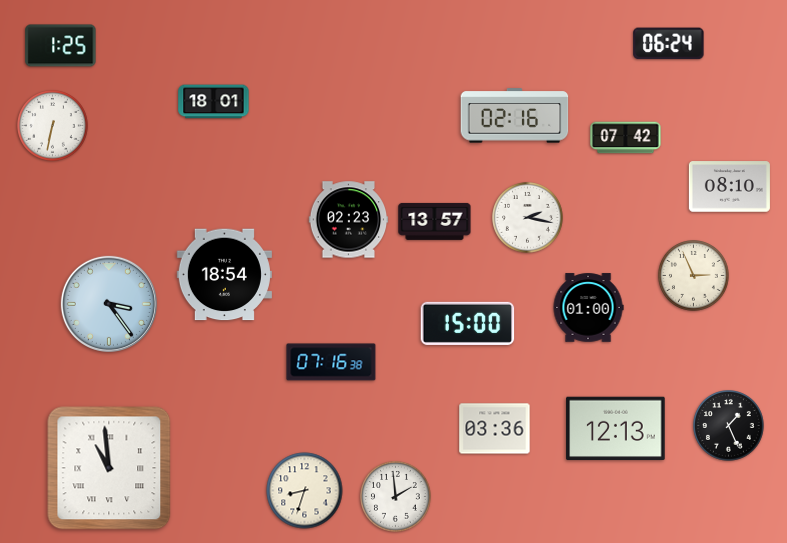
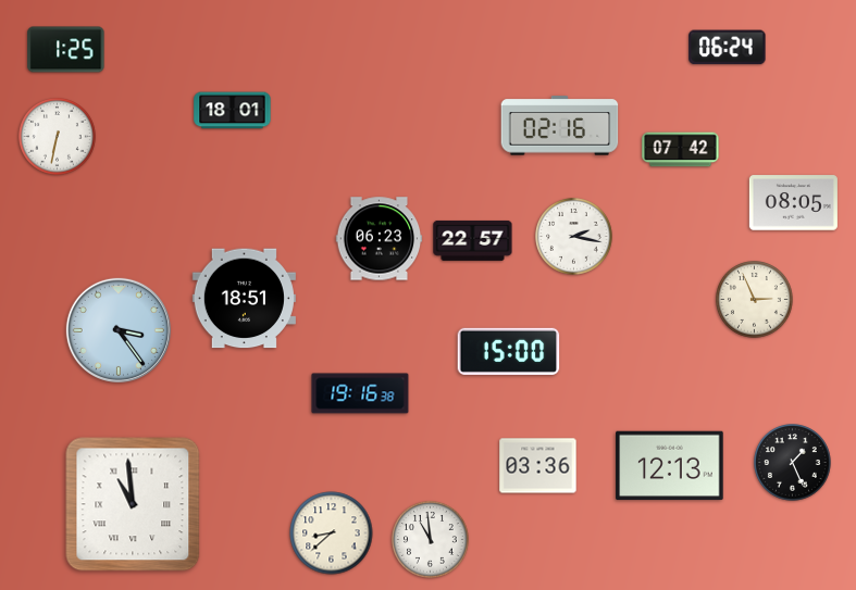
clock at (729, 187): 08:10 -> 08:05
clock at (349, 220): 02:23 -> 06:23
clock at (435, 221): 13:57 -> 22:57
clock at (224, 275): 18:54 -> 18:51
clock at (588, 308): 01:00 -> none
clock at (331, 362): 07:16 -> 19:16
clock at (109, 468) position: (109, 468) -> (133, 504)
clock at (305, 491): 8:33 -> 8:38
clock at (396, 497): 1:59 -> 10:59
